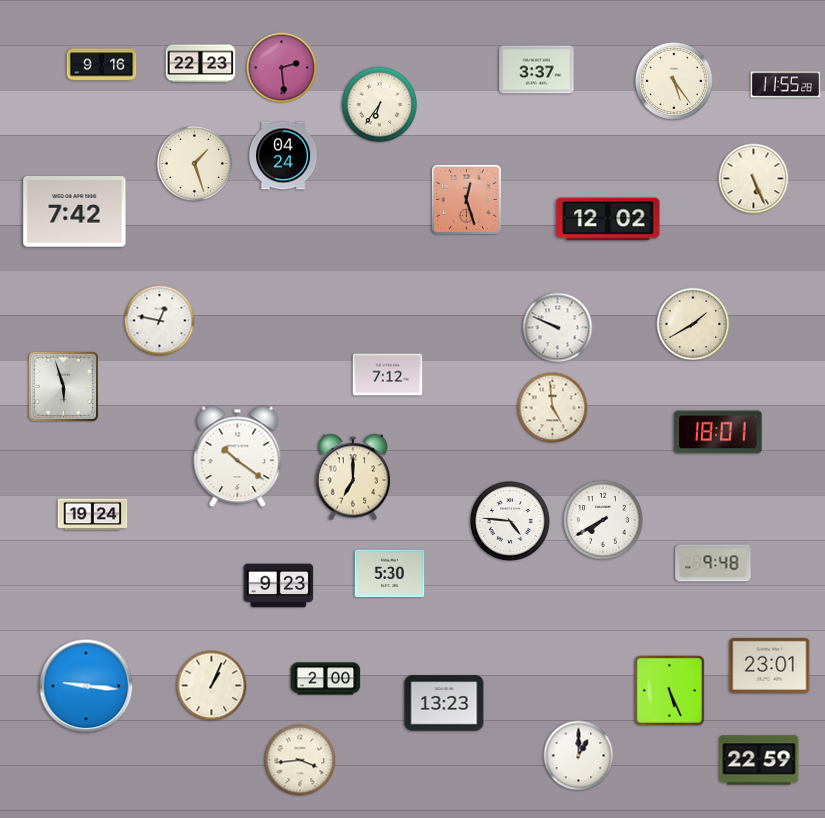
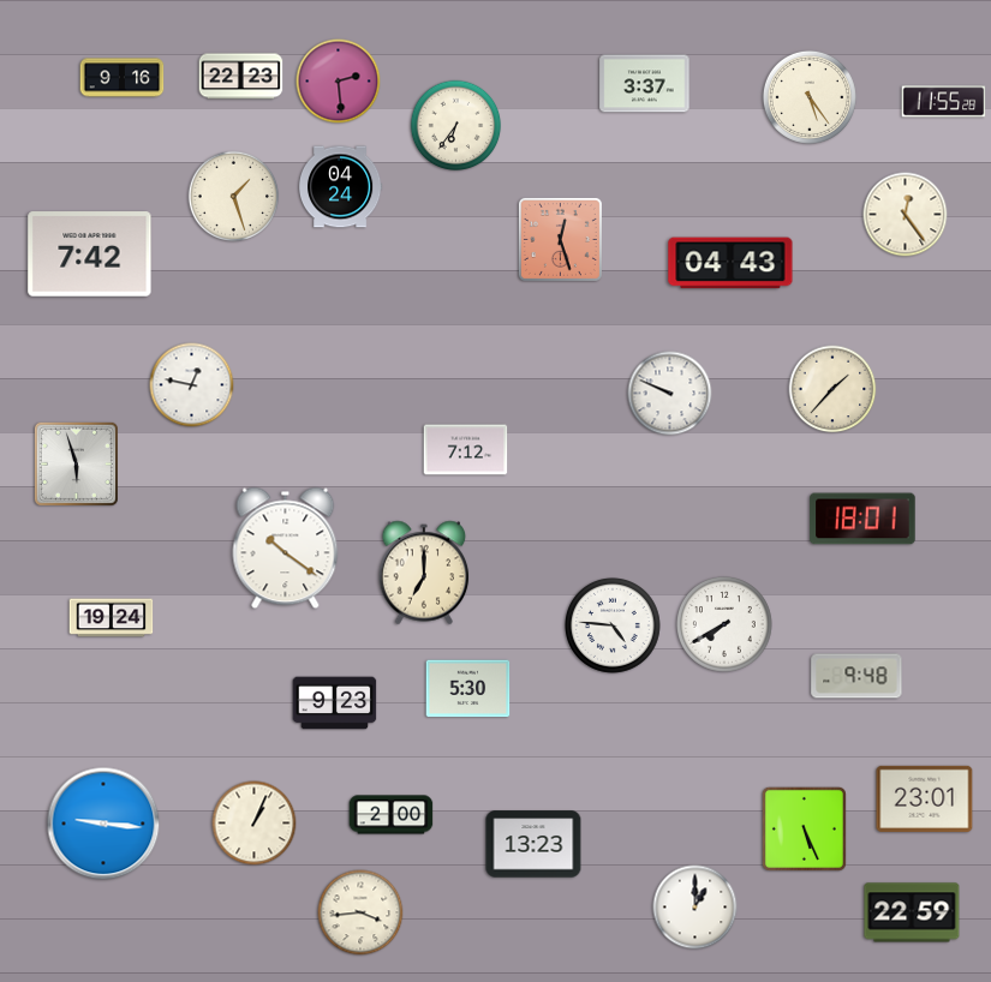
clock at (754, 179): 5:26 -> 12:24
clock at (608, 219): 12:02 -> 04:43
clock at (693, 324): 1:40 -> 1:37
clock at (553, 408): 4:59 -> none
